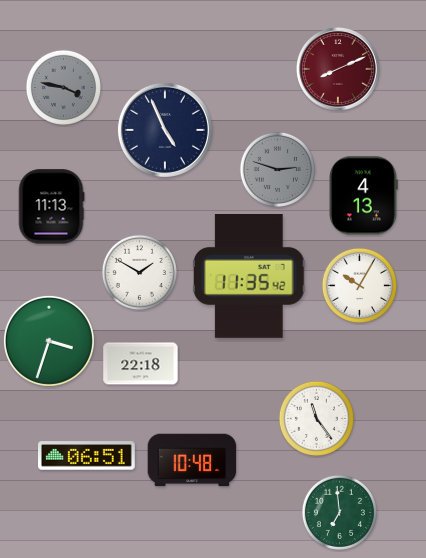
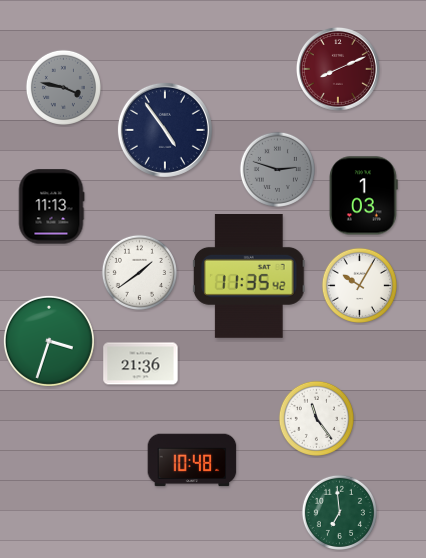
clock at (165, 130): 4:56 -> 4:54
clock at (363, 196): 4:13 -> 1:03
clock at (139, 272): 1:50 -> 1:39
clock at (141, 364): 22:18 -> 21:36
clock at (87, 456): 06:51 -> none
